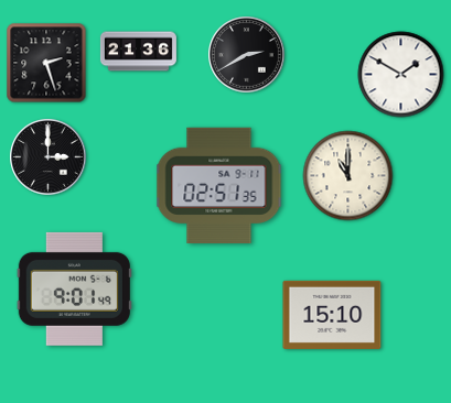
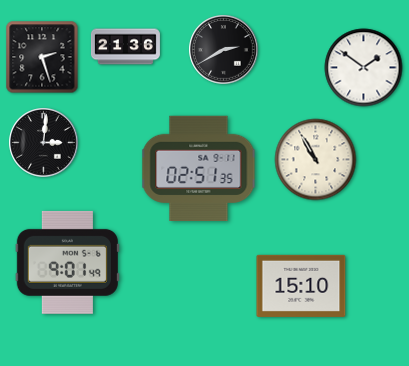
clock at (401, 75): 1:50 -> 1:51
clock at (49, 157): 3:00 -> 3:01
clock at (348, 176): 11:00 -> 10:55
